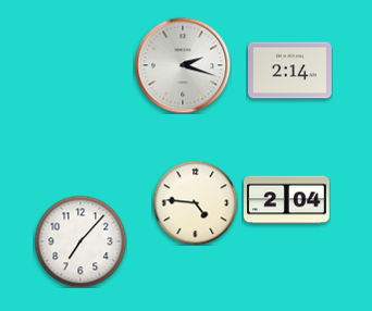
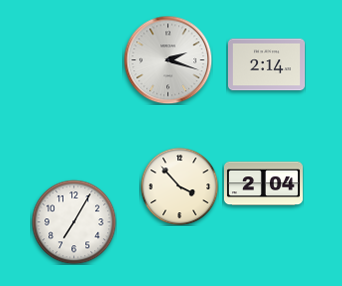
clock at (195, 202): 4:46 -> 3:53
clock at (80, 241): 7:07 -> 7:05
